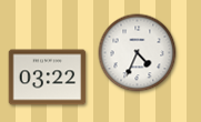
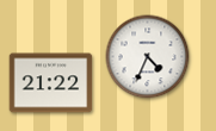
clock at (48, 78): 03:22 -> 21:22
